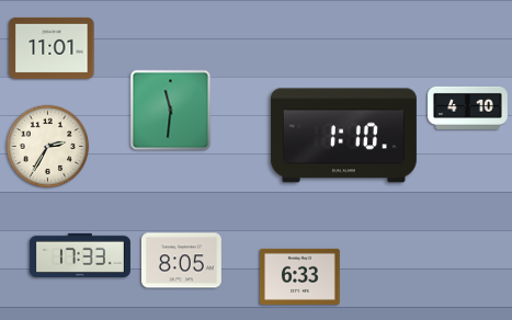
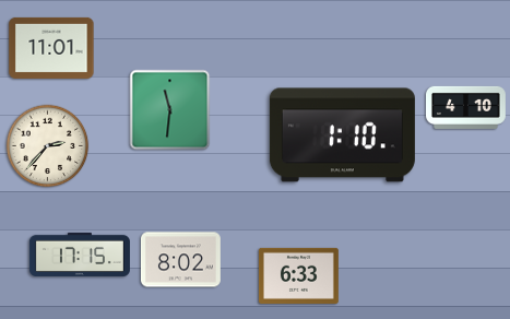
clock at (48, 147): 2:35 -> 2:37
clock at (80, 255): 17:33 -> 17:15
clock at (181, 261): 8:05 -> 8:02
